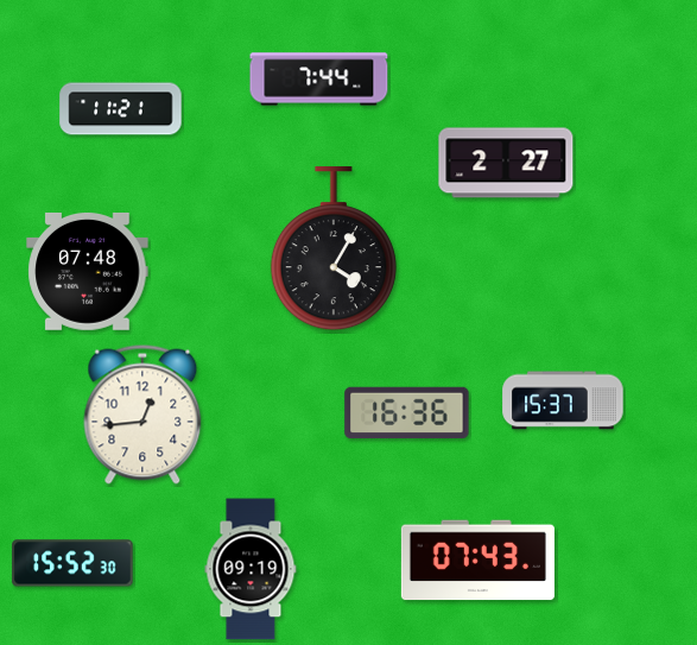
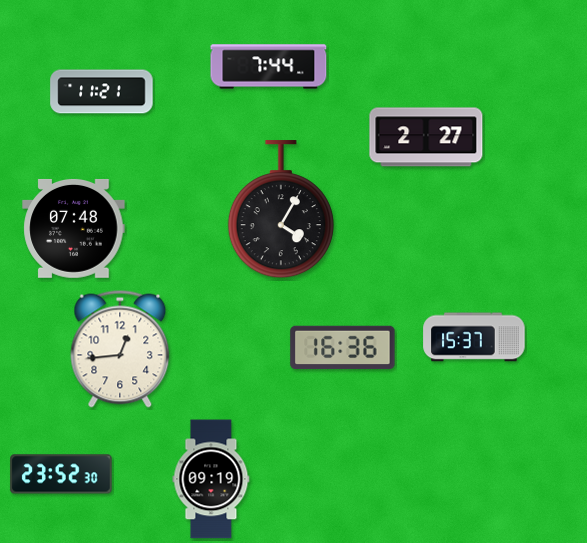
clock at (477, 561): 07:43 -> none
clock at (72, 563): 15:52 -> 23:52
